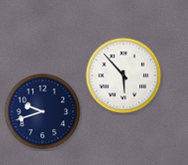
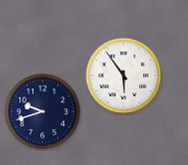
clock at (124, 76): 5:53 -> 5:54
